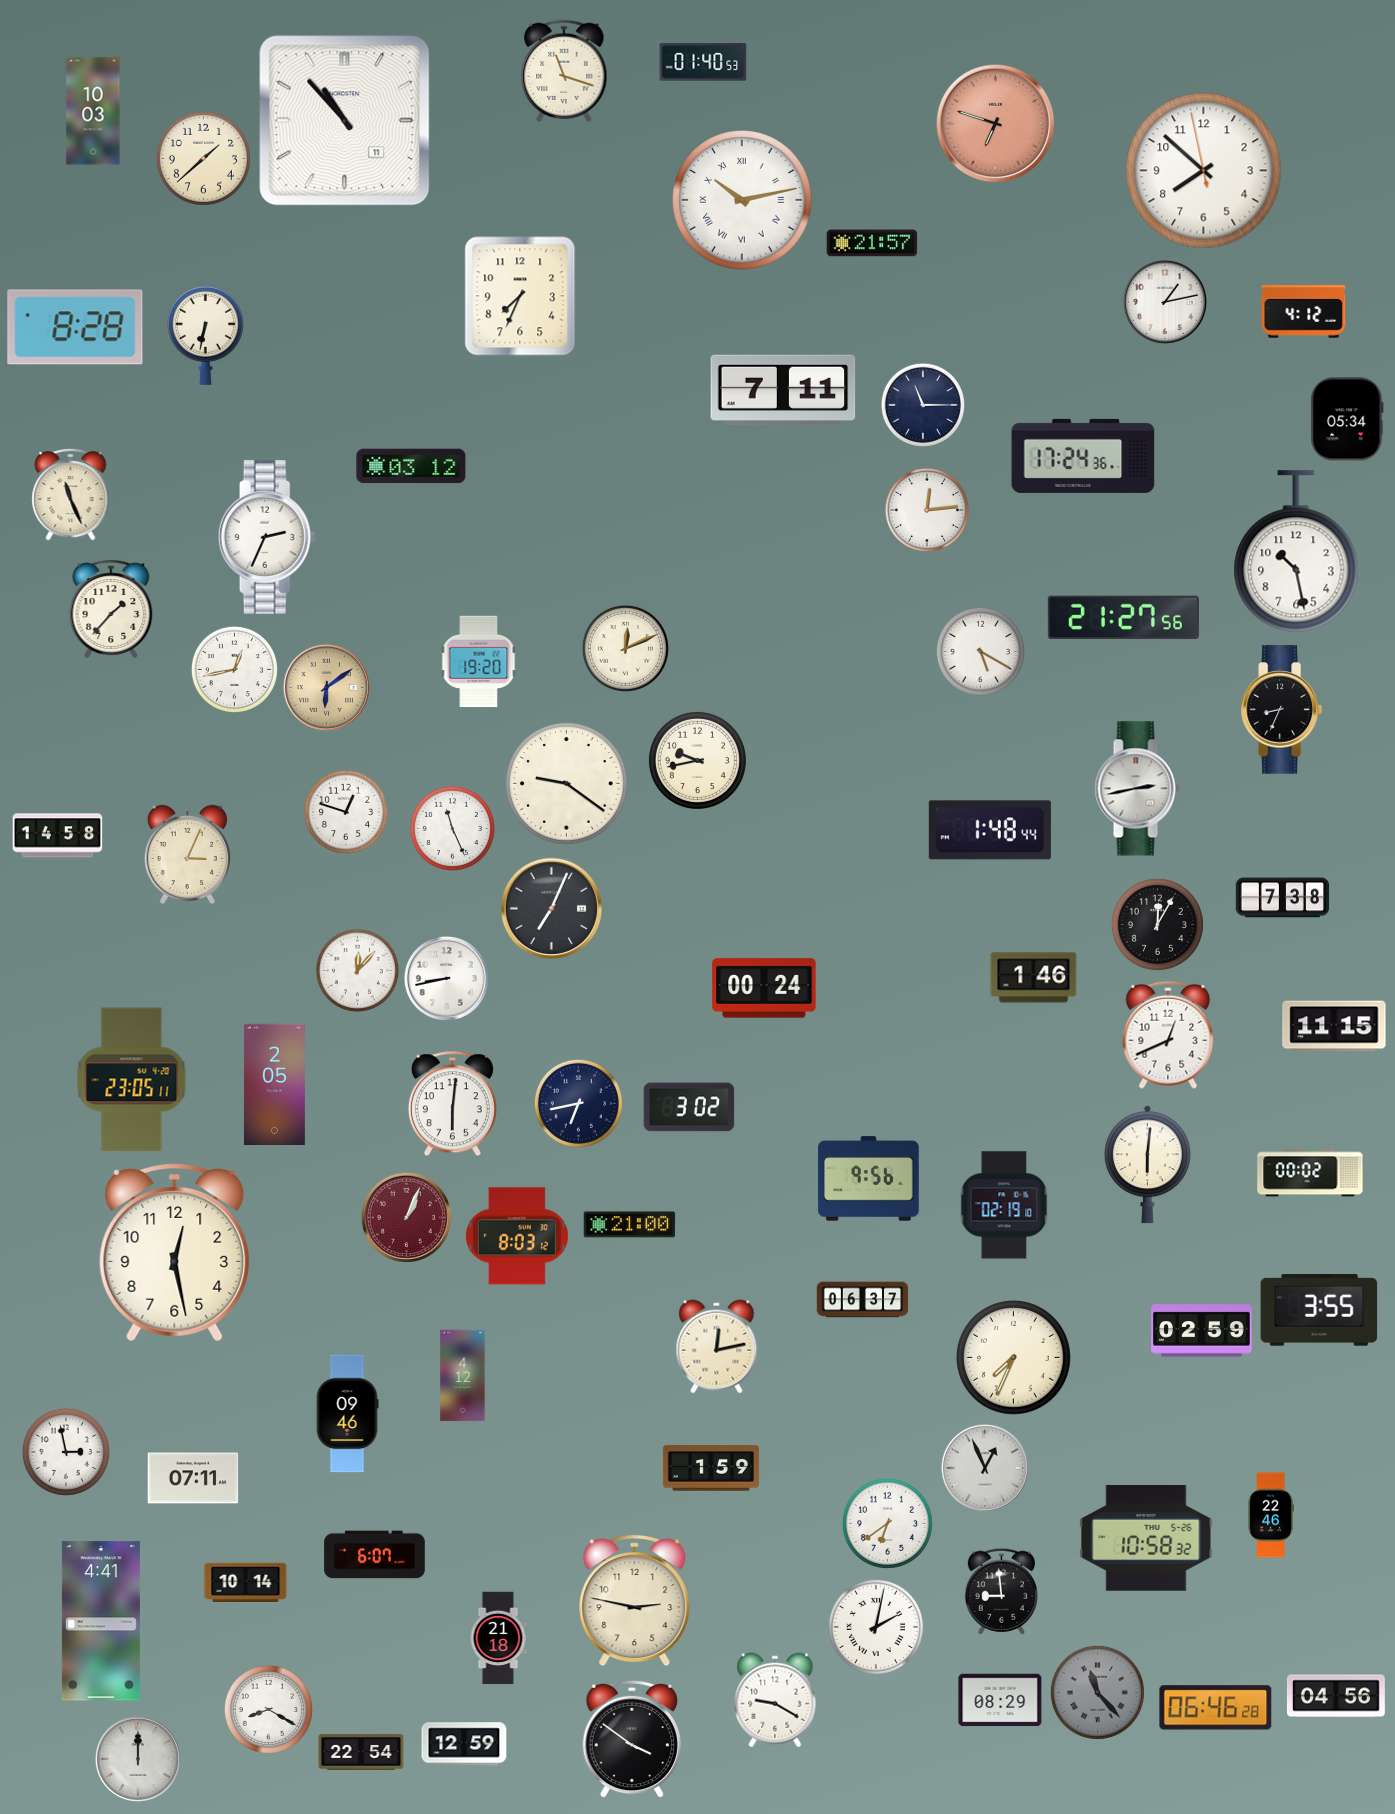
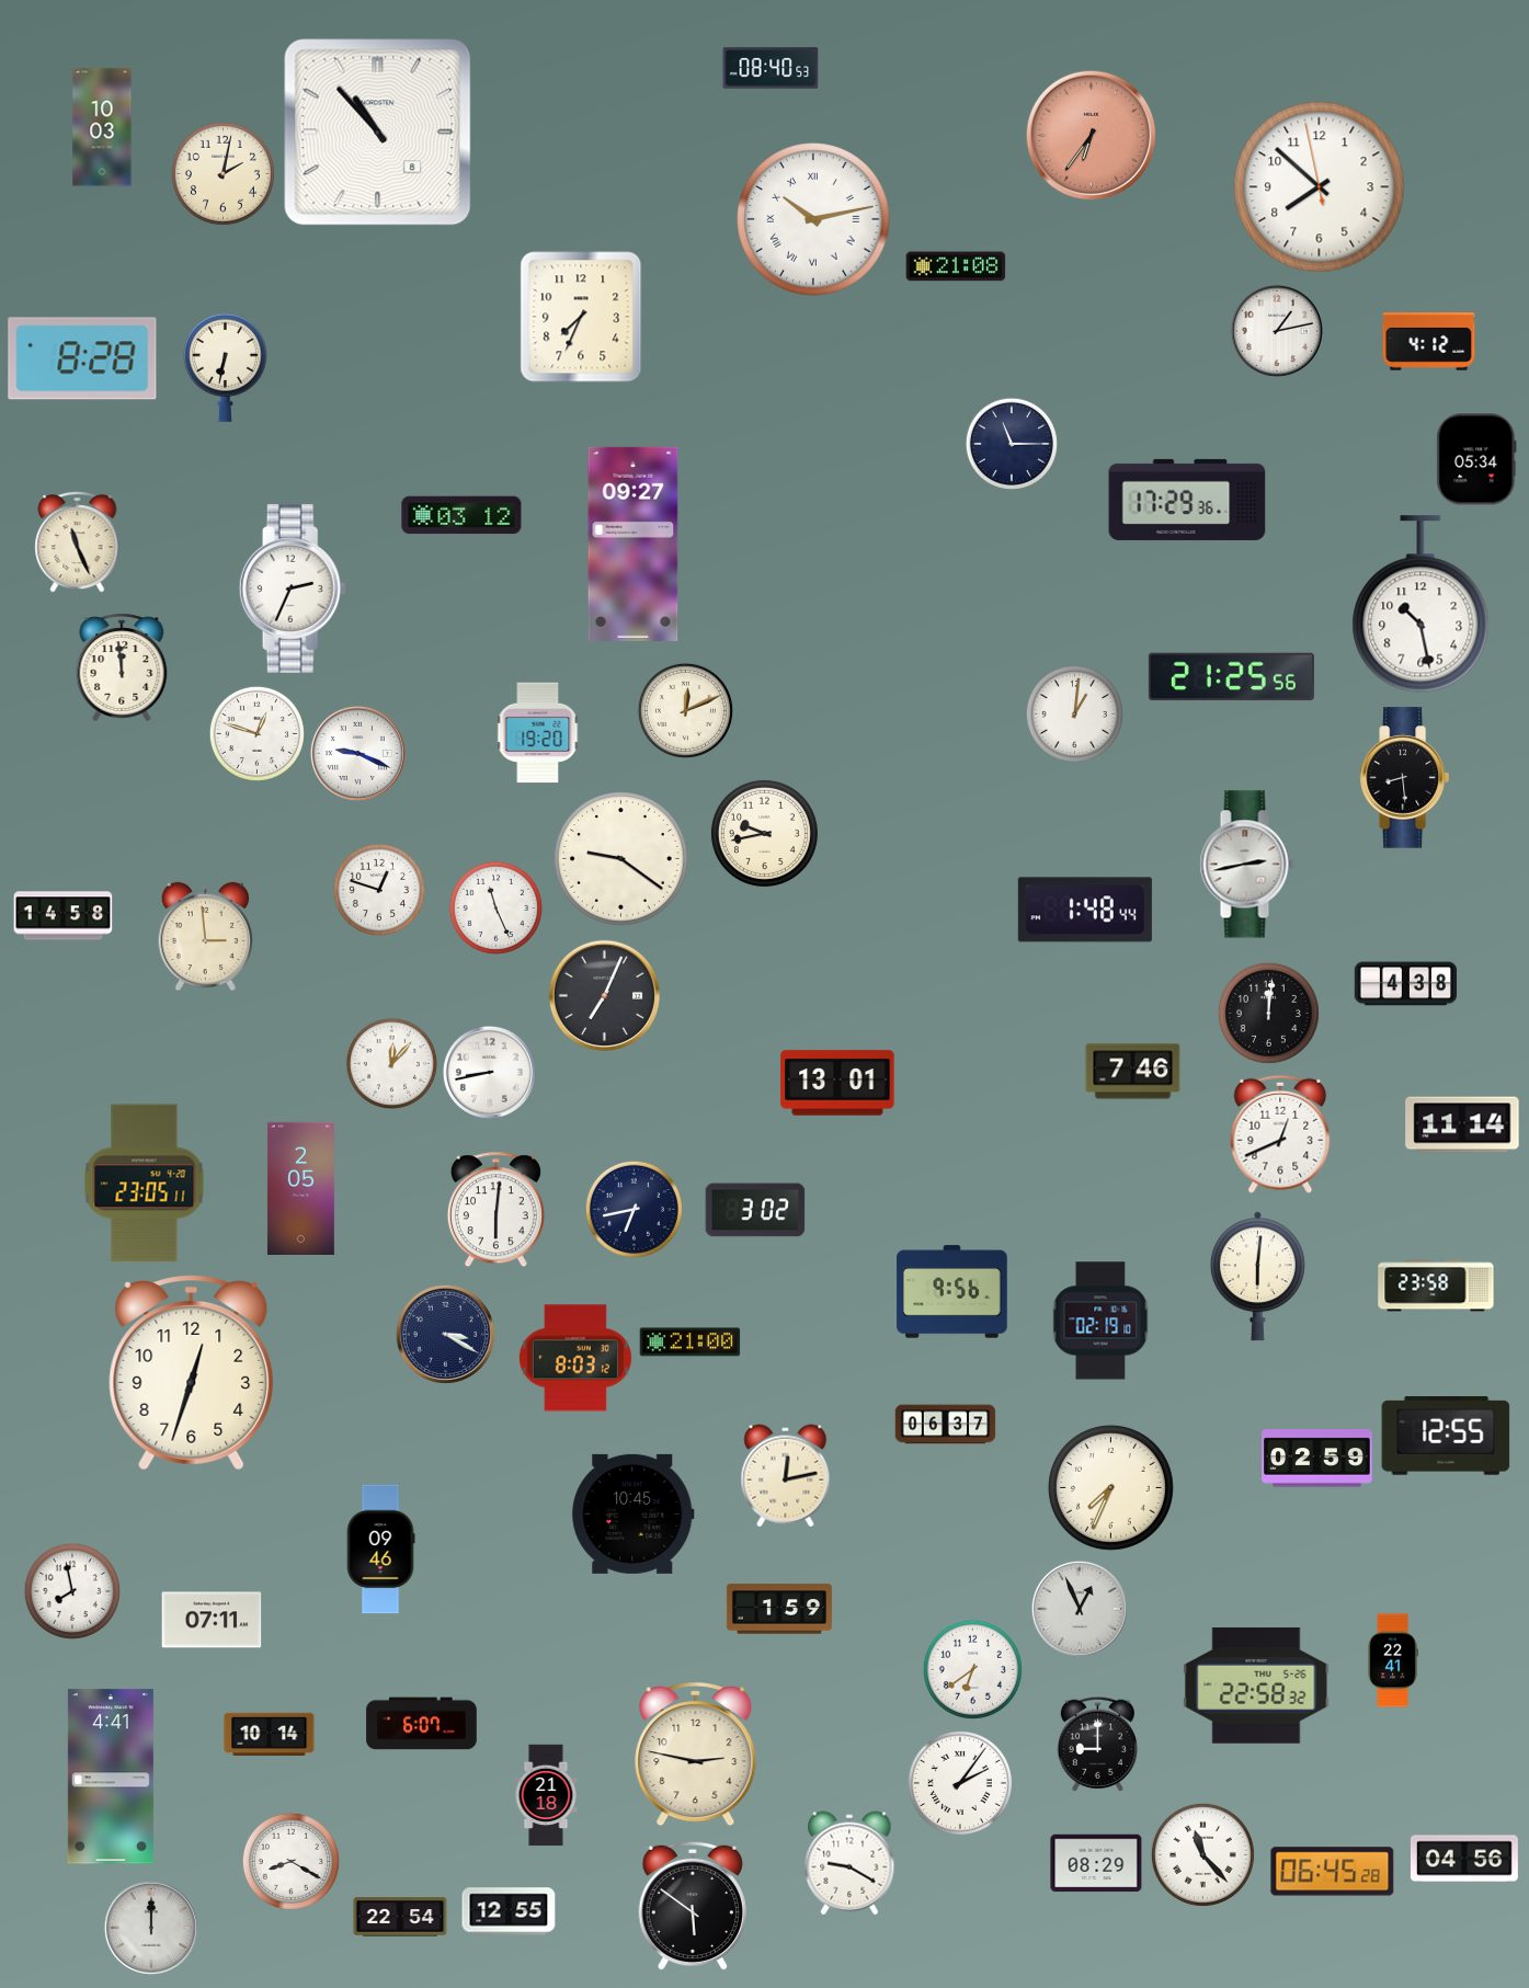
clock at (703, 62): 01:40 -> 08:40
clock at (564, 71): 11:18 -> none
clock at (93, 111) position: (93, 111) -> (102, 127)
clock at (345, 121) date: 11 -> 8
clock at (996, 124): 6:48 -> 6:36
clock at (203, 158): 1:38 -> 2:02
clock at (872, 243): 21:57 -> 21:08
clock at (520, 296) position: (520, 296) -> (581, 317)
clock at (783, 390): 7:11 -> none
clock at (1083, 456): 17:24 -> 17:29
clock at (411, 466) position: (411, 466) -> (461, 515)
clock at (634, 544): none -> 09:27
clock at (927, 510): 12:14 -> none
clock at (111, 609): 1:37 -> 11:59
clock at (1123, 618): 21:27 -> 21:25
clock at (980, 651): 5:20 -> 1:01
clock at (479, 662) position: (479, 662) -> (538, 733)
clock at (234, 669): 12:43 -> 12:48
clock at (326, 687): 6:09 -> 9:19
clock at (326, 687) dial: champagne -> white
clock at (1281, 710): 8:34 -> 8:29
clock at (187, 855): 3:04 -> 2:59
clock at (1283, 898): 7:38 -> 4:38
clock at (1157, 924): 12:05 -> 12:01
clock at (1034, 978): 1:46 -> 7:46
clock at (764, 988): 00:24 -> 13:01
clock at (1334, 1026): 11:15 -> 11:14
clock at (689, 1107) position: (689, 1107) -> (755, 1210)
clock at (1310, 1173): 00:02 -> 23:58
clock at (406, 1217): 1:04 -> 3:20
clock at (406, 1217) dial: burgundy -> navy
clock at (517, 1236) position: (517, 1236) -> (575, 1358)
clock at (175, 1253): 12:28 -> 12:33
clock at (1319, 1310): 3:55 -> 12:55
clock at (463, 1376): 4:12 -> none
clock at (634, 1513): none -> 10:45
clock at (66, 1452): 2:58 -> 7:58
clock at (1271, 1515): 22:46 -> 22:41
clock at (1146, 1539): 10:58 -> 22:58
clock at (375, 1555) position: (375, 1555) -> (422, 1724)
clock at (1001, 1591): 8:59 -> 9:00
clock at (876, 1627): 2:02 -> 2:06
clock at (1097, 1692) dial: grey -> white
clock at (1216, 1708): 06:46 -> 06:45
clock at (268, 1709) position: (268, 1709) -> (290, 1861)
clock at (631, 1739): 3:51 -> 5:51
clock at (464, 1744): 12:59 -> 12:55
clock at (361, 1752) position: (361, 1752) -> (400, 1917)
